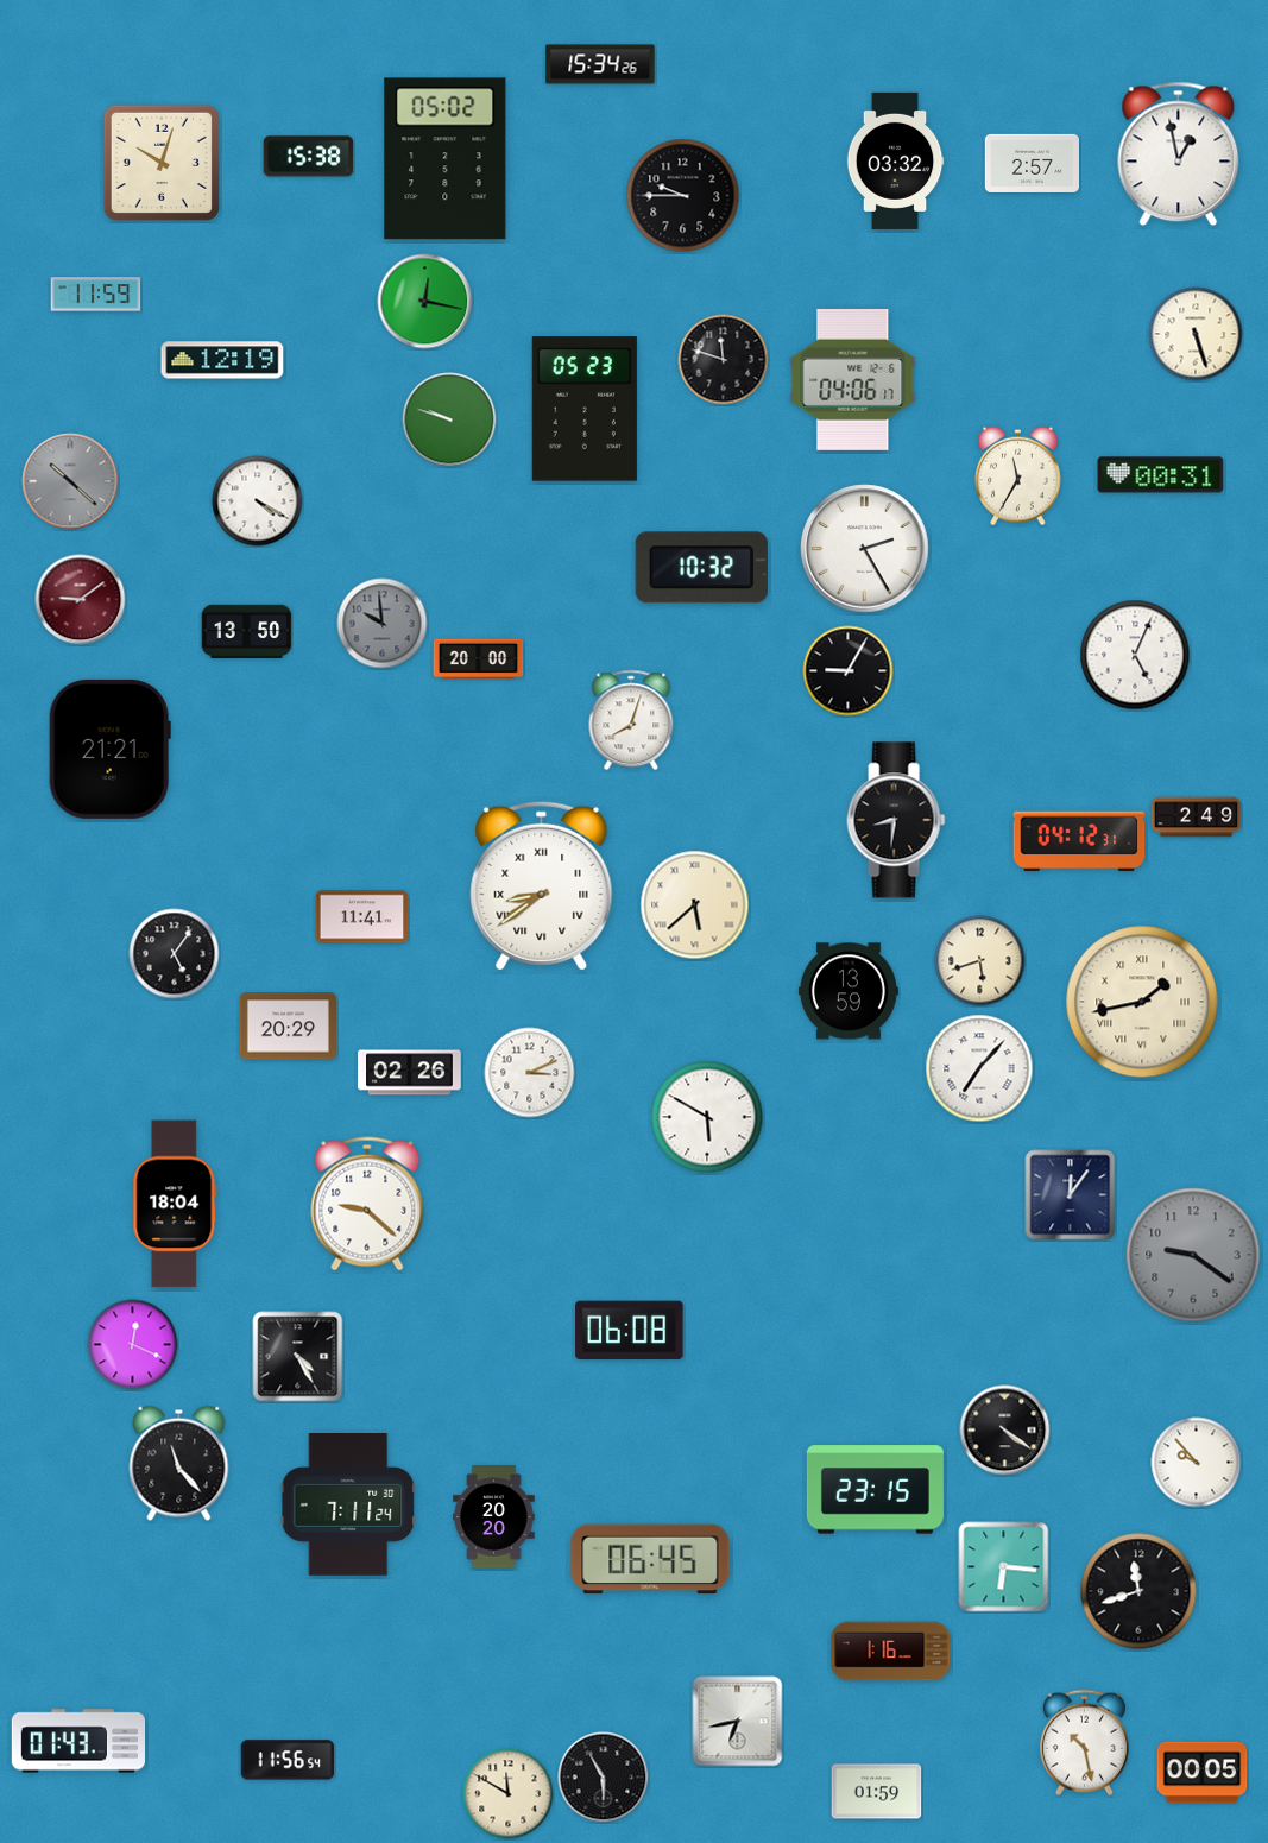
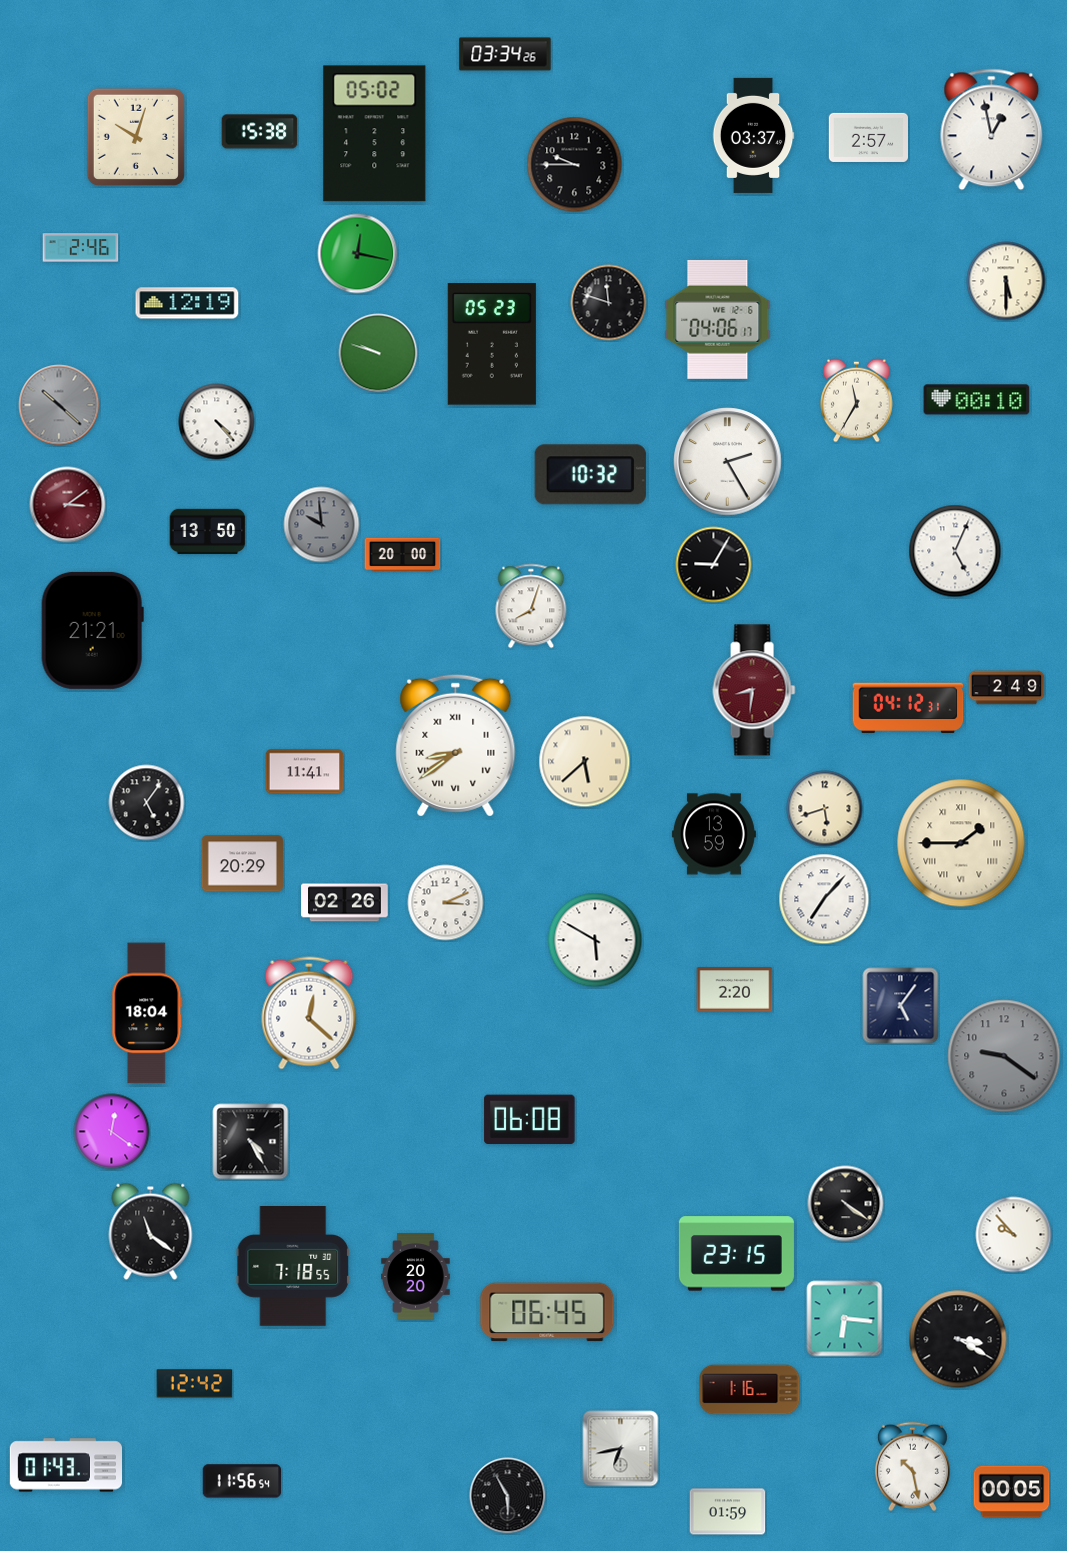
clock at (600, 64): 15:34 -> 03:34
clock at (895, 160): 03:32 -> 03:37
clock at (96, 295): 11:59 -> 2:46
clock at (1196, 334): 5:27 -> 5:30
clock at (1161, 475): 00:31 -> 00:10
clock at (258, 501): 4:20 -> 4:23
clock at (701, 568) position: (701, 568) -> (590, 475)
clock at (81, 600): 9:09 -> 3:09
clock at (896, 820) dial: black -> burgundy
clock at (1142, 1002): 1:43 -> 1:45
clock at (735, 990): none -> 2:20
clock at (1071, 1195): 12:06 -> 5:06
clock at (367, 1204): 9:22 -> 12:22
clock at (133, 1345): 12:19 -> 12:21
clock at (179, 1463): 11:23 -> 11:21
clock at (1197, 1463) position: (1197, 1463) -> (1014, 1235)
clock at (348, 1506): 7:11 -> 7:18
clock at (1138, 1591): 11:42 -> 3:20
clock at (195, 1384): none -> 12:42
clock at (877, 1792) position: (877, 1792) -> (728, 1512)
clock at (509, 1794): 11:50 -> none
